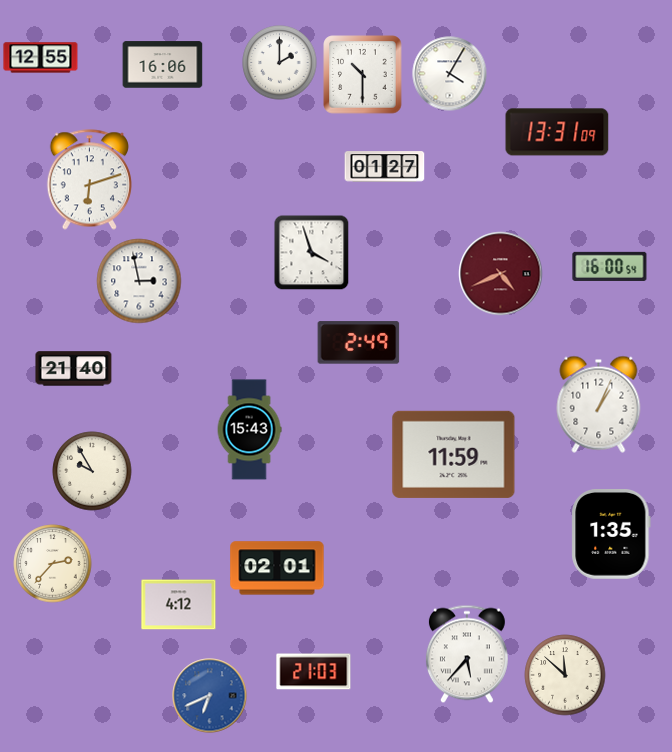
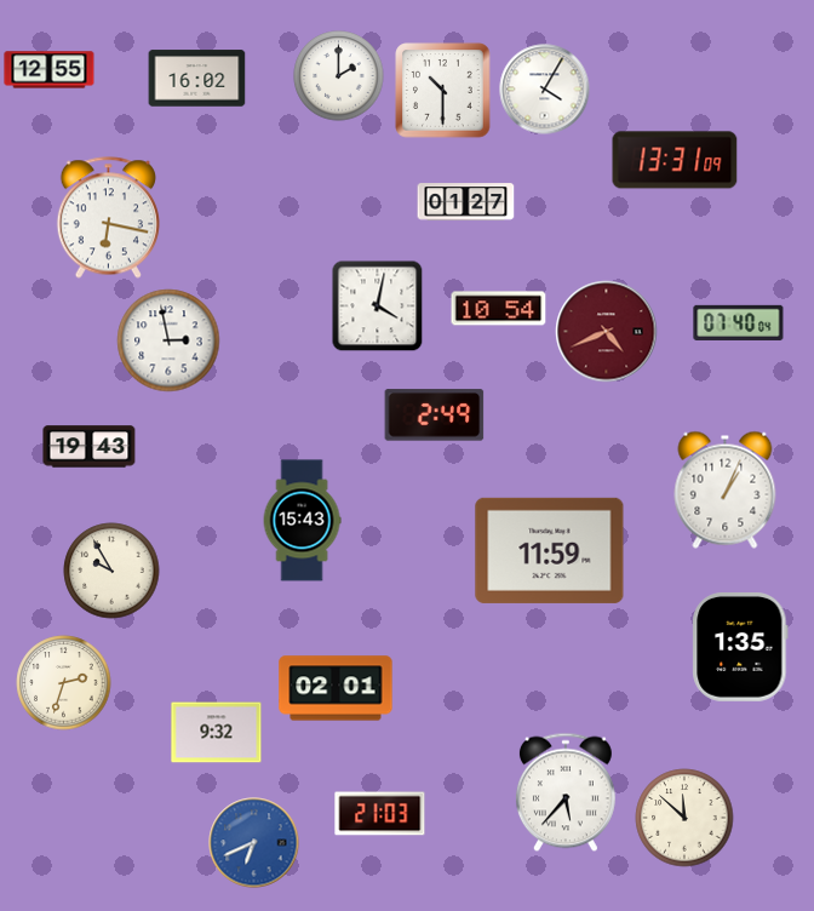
clock at (163, 65): 16:06 -> 16:02
clock at (363, 75) position: (363, 75) -> (443, 91)
clock at (89, 180): 6:12 -> 6:17
clock at (312, 253): 3:57 -> 4:02
clock at (499, 309): none -> 10:54
clock at (610, 266): 16:00 -> 07:40
clock at (74, 369): 21:40 -> 19:43
clock at (53, 564): 2:37 -> 2:33
clock at (179, 605): 4:12 -> 9:32
